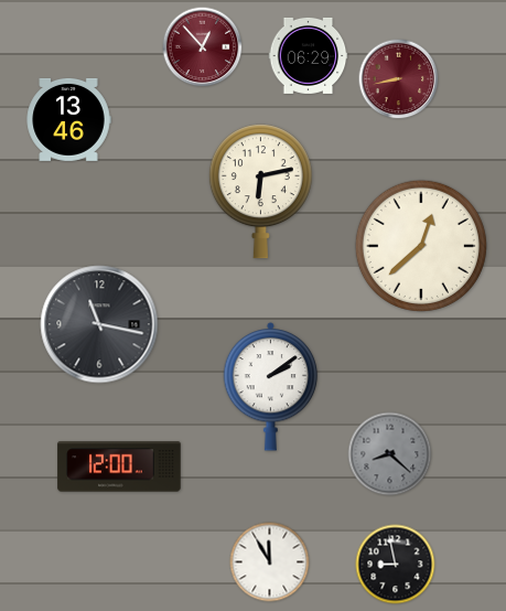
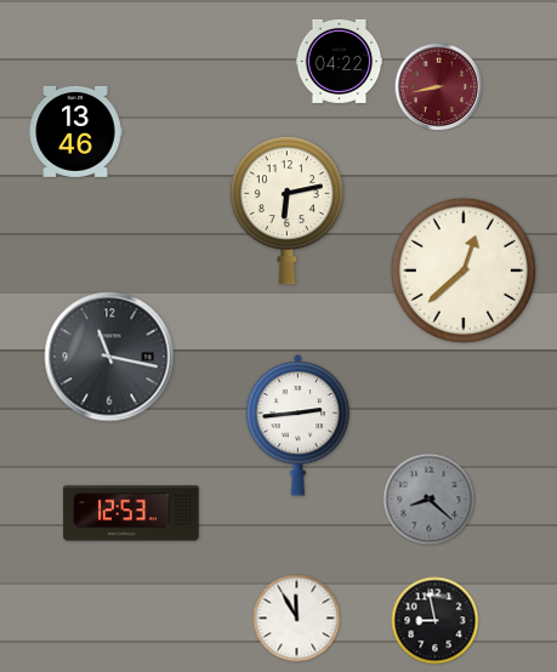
clock at (203, 47): 12:53 -> none
clock at (309, 55): 06:29 -> 04:22
clock at (271, 386): 2:09 -> 2:44
clock at (119, 467): 12:00 -> 12:53
